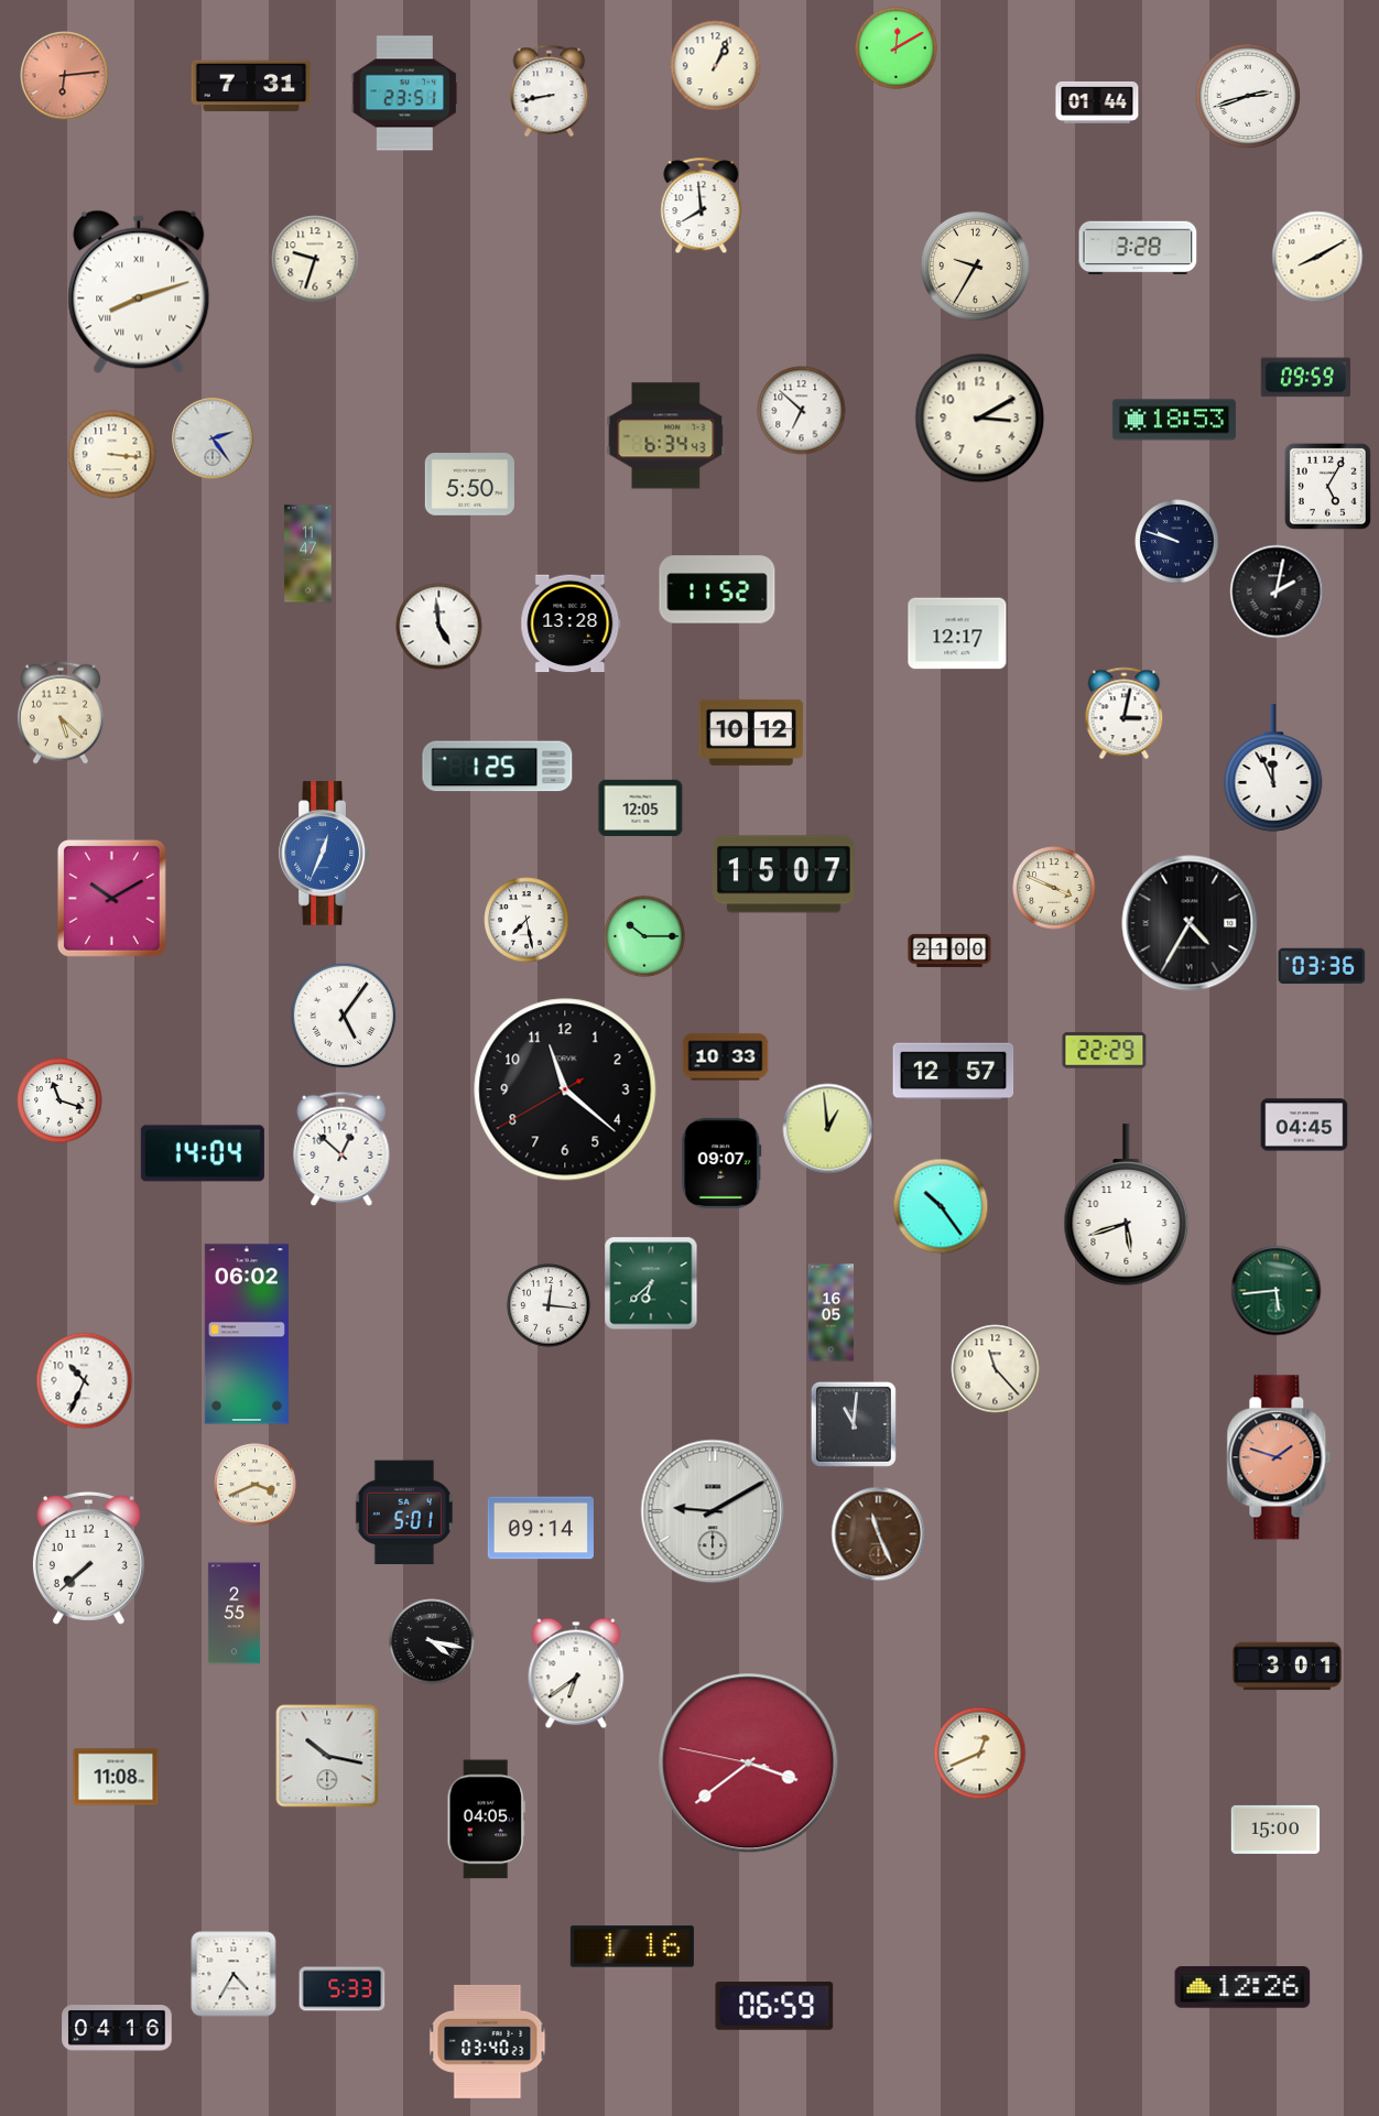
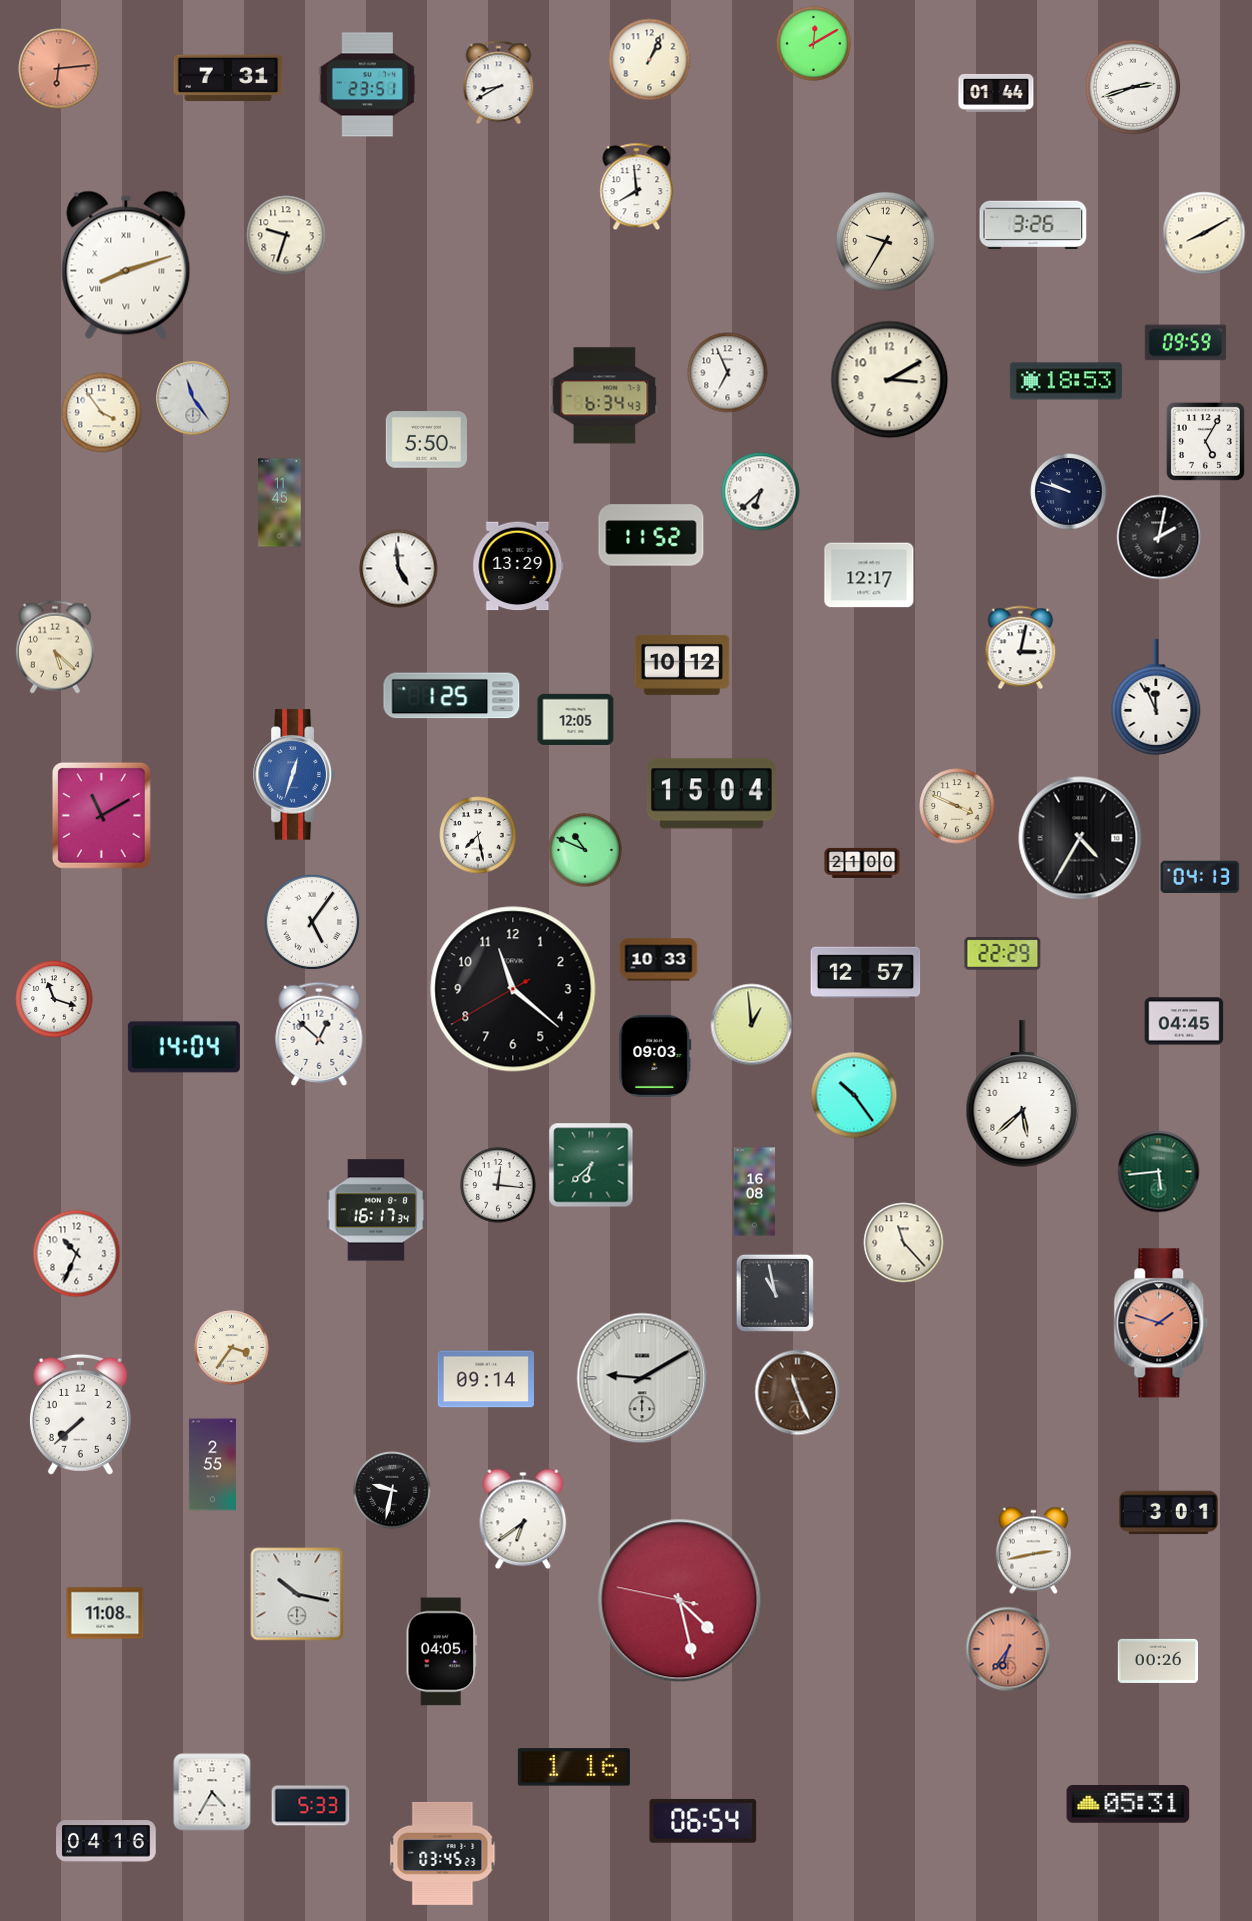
clock at (550, 91): 8:43 -> 8:40
clock at (1138, 248): 3:28 -> 3:26
clock at (1317, 257) position: (1317, 257) -> (1204, 233)
clock at (802, 411): 6:52 -> 6:56
clock at (213, 438): 2:24 -> 11:24
clock at (112, 455): 3:16 -> 3:54
clock at (761, 492): none -> 6:38
clock at (308, 554): 11:47 -> 11:45
clock at (571, 623): 13:28 -> 13:29
clock at (641, 807) position: (641, 807) -> (576, 719)
clock at (325, 854): 12:34 -> 12:33
clock at (783, 875): 15:07 -> 15:04
clock at (111, 898): 10:10 -> 11:10
clock at (644, 936): 10:15 -> 10:49
clock at (1322, 966): 03:36 -> 04:13
clock at (341, 1148) position: (341, 1148) -> (319, 1033)
clock at (721, 1163): 09:07 -> 09:03
clock at (1127, 1205): 5:42 -> 5:38
clock at (832, 1313): 16:05 -> 16:08
clock at (376, 1210): none -> 16:17
clock at (247, 1334): 06:02 -> none
clock at (854, 1424): 11:01 -> 10:58
clock at (256, 1485): 3:41 -> 3:36
clock at (713, 1511) position: (713, 1511) -> (642, 1378)
clock at (404, 1512): 5:01 -> none
clock at (541, 1528) position: (541, 1528) -> (486, 1379)
clock at (432, 1641): 4:17 -> 9:32
clock at (1033, 1551): none -> 2:43
clock at (980, 1754): 12:41 -> none
clock at (749, 1764): 3:38 -> 4:27
clock at (1008, 1649): none -> 6:36
clock at (1275, 1830): 15:00 -> 00:26
clock at (1242, 1988): 12:26 -> 05:31
clock at (774, 2006): 06:59 -> 06:54
clock at (488, 2041): 03:40 -> 03:45
